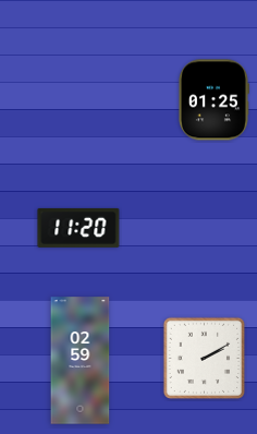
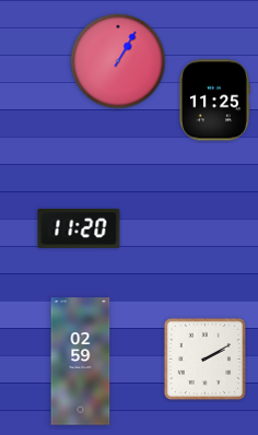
clock at (118, 61): none -> 1:05
clock at (213, 100): 01:25 -> 11:25
